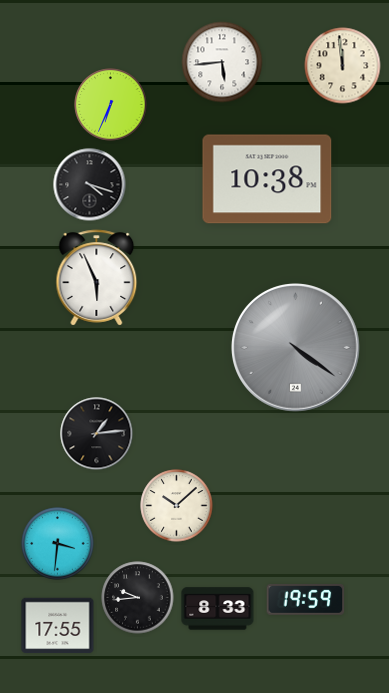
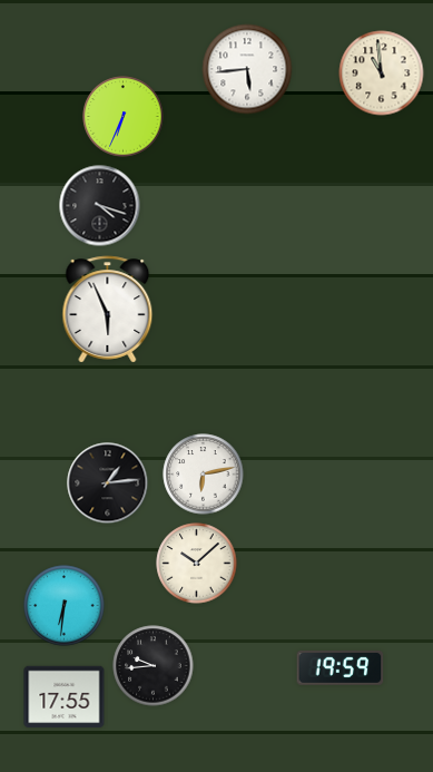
clock at (343, 66): 11:59 -> 10:59
clock at (267, 179): 10:38 -> none
clock at (296, 348): 4:21 -> none
clock at (204, 475): none -> 6:13
clock at (58, 544): 3:31 -> 6:31
clock at (218, 609): 8:33 -> none
